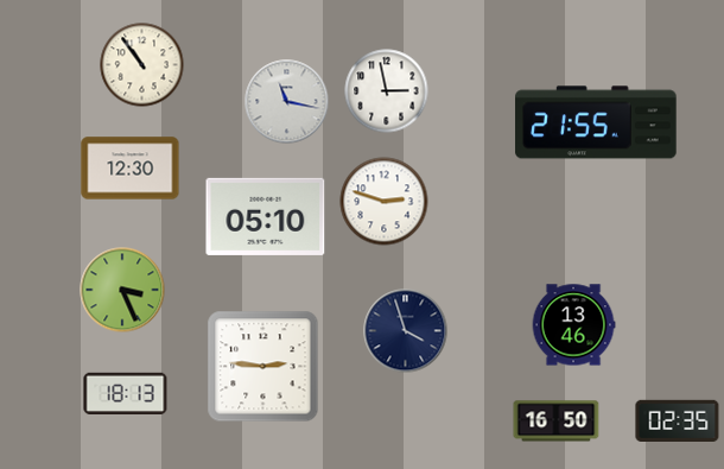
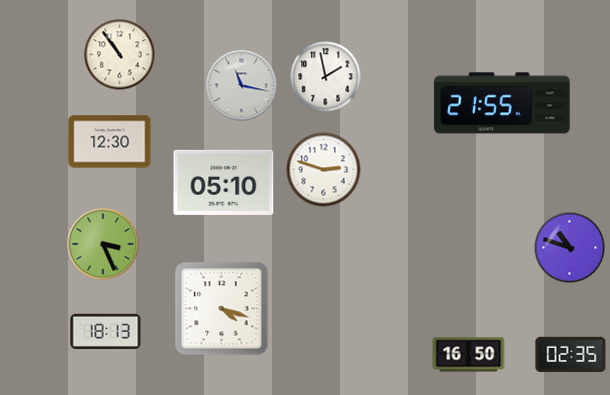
clock at (387, 91): 2:58 -> 1:58
clock at (570, 248): none -> 10:48
clock at (573, 325): 13:46 -> none
clock at (406, 331): 3:57 -> none
clock at (263, 367): 2:46 -> 4:18
